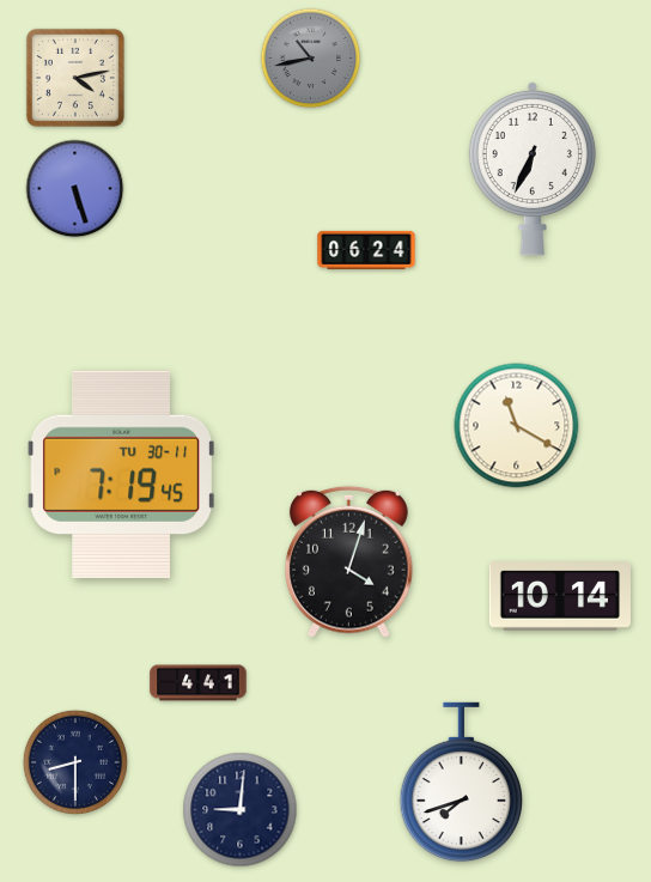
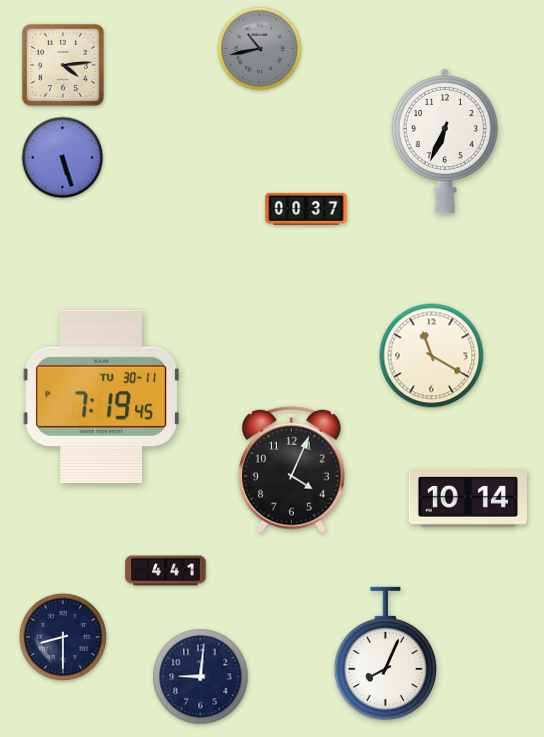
clock at (75, 78): 4:13 -> 4:14
clock at (366, 250): 06:24 -> 00:37
clock at (349, 561): 4:03 -> 4:04
clock at (461, 783): 7:42 -> 8:04
